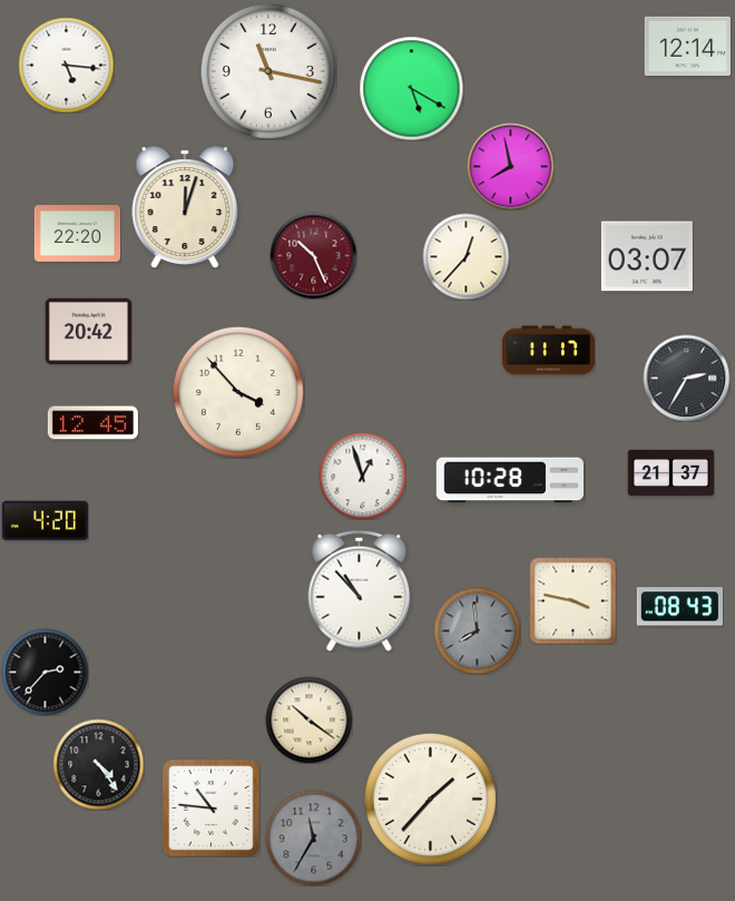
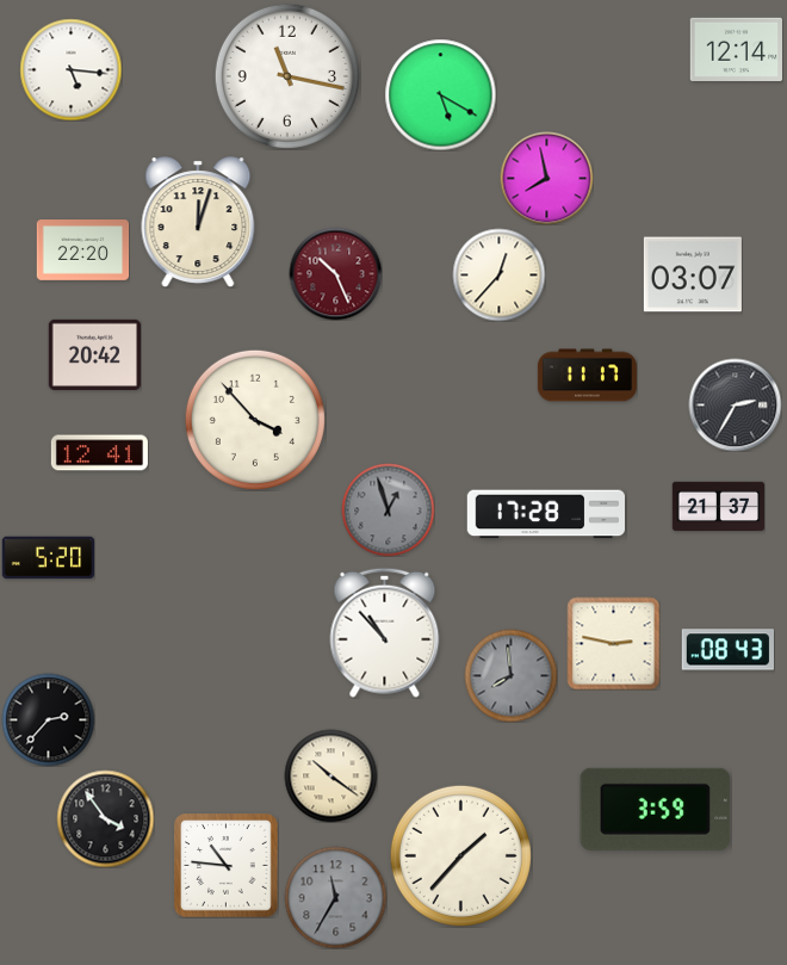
clock at (92, 423): 12:45 -> 12:41
clock at (362, 476) dial: white -> grey
clock at (509, 480): 10:28 -> 17:28
clock at (45, 521): 4:20 -> 5:20
clock at (572, 600): 3:47 -> 2:47
clock at (308, 719) position: (308, 719) -> (330, 775)
clock at (656, 809): none -> 3:59
clock at (98, 764): 4:24 -> 3:54
